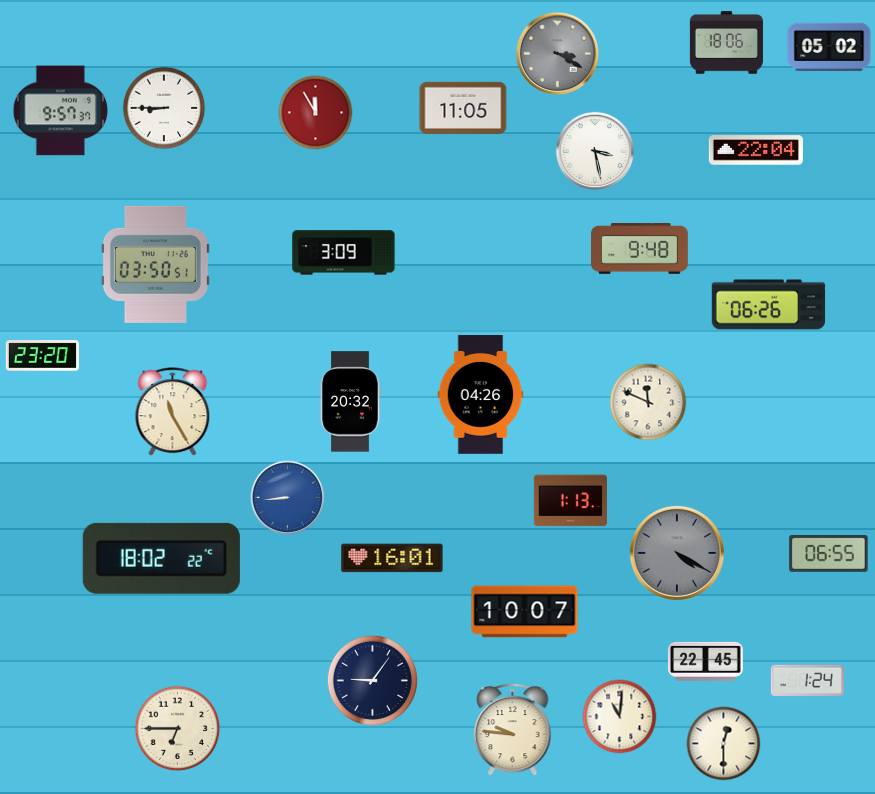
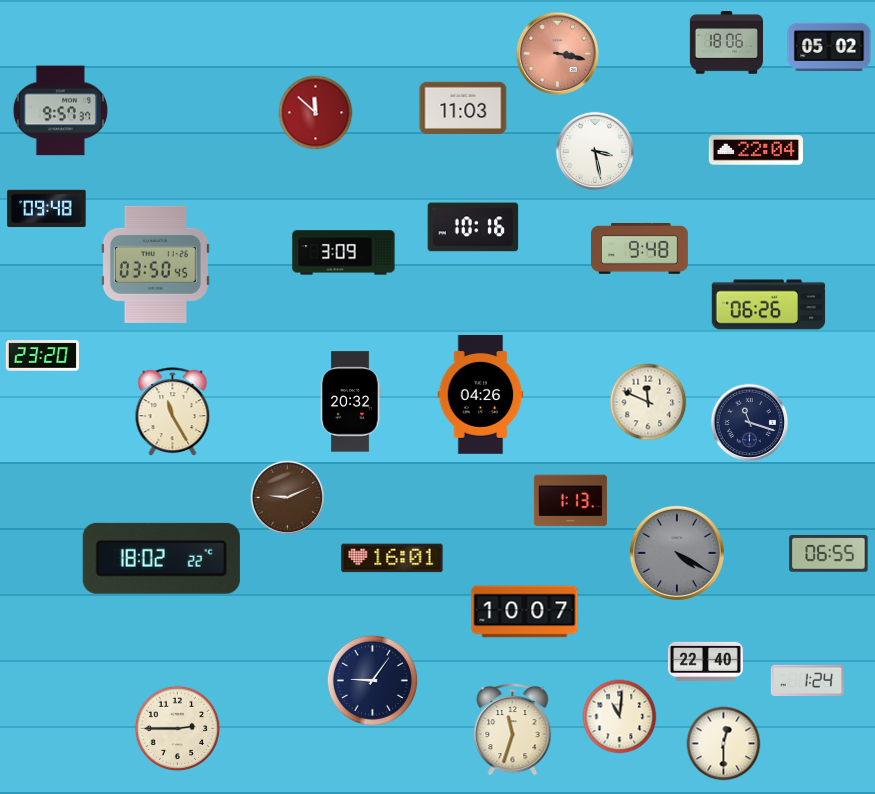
clock at (557, 53): 3:20 -> 3:17
clock at (557, 53) dial: grey -> salmon
clock at (164, 108): 8:45 -> none
clock at (463, 108): 11:05 -> 11:03
clock at (316, 113): 11:55 -> 11:52
clock at (47, 209): none -> 09:48
clock at (473, 227): none -> 10:16
clock at (155, 264): 03:50:51 -> 03:50:45
clock at (750, 423): none -> 11:18
clock at (288, 498): 8:44 -> 9:11
clock at (288, 498) dial: blue -> brown
clock at (705, 661): 22:45 -> 22:40
clock at (178, 729): 6:45 -> 2:45
clock at (513, 729): 9:46 -> 11:33
